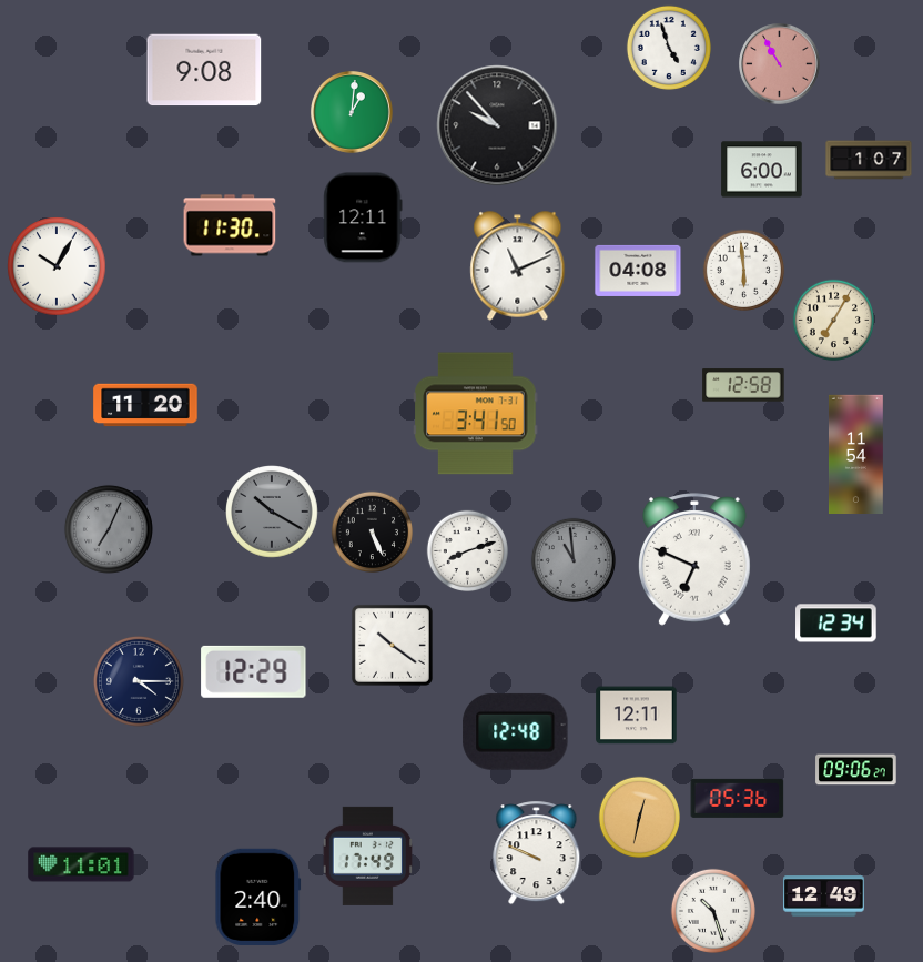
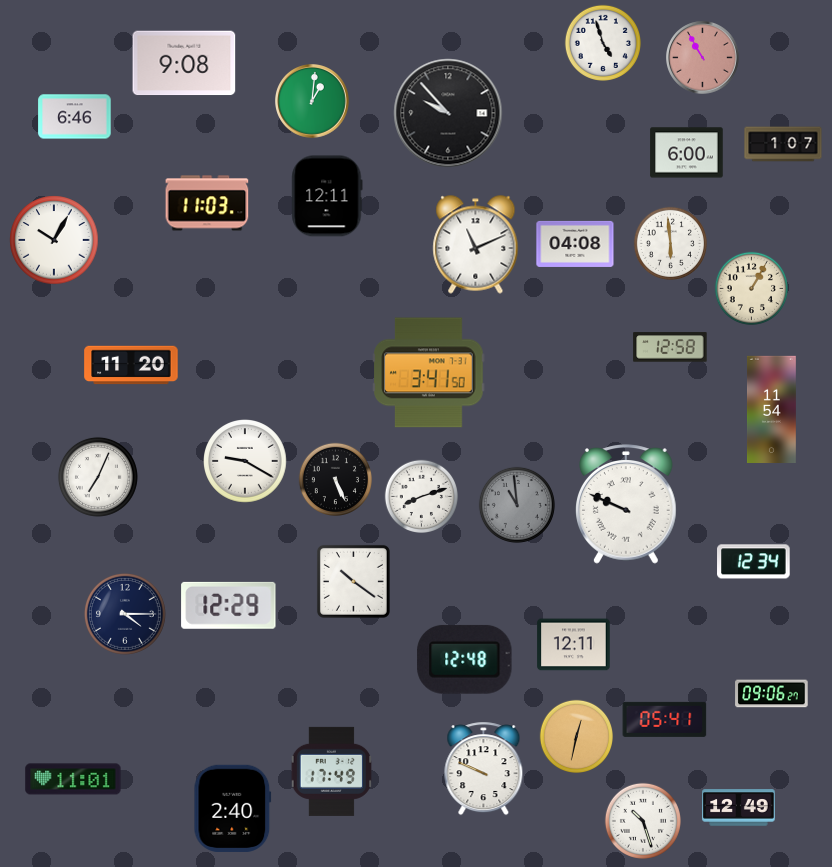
clock at (353, 113) position: (353, 113) -> (313, 102)
clock at (75, 117): none -> 6:46
clock at (230, 225): 11:30 -> 11:03
clock at (57, 266) position: (57, 266) -> (54, 240)
clock at (518, 266) position: (518, 266) -> (476, 245)
clock at (834, 321): 7:05 -> 1:05
clock at (273, 513): 10:20 -> 9:20
clock at (273, 513) dial: grey -> white
clock at (109, 529) dial: grey -> white
clock at (696, 559): 6:49 -> 9:49
clock at (738, 798): 05:36 -> 05:41
clock at (824, 897) position: (824, 897) -> (739, 808)
